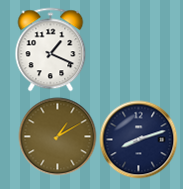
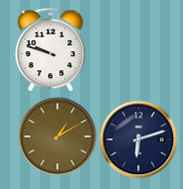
clock at (51, 49): 1:19 -> 9:48
clock at (138, 139): 8:12 -> 6:12
